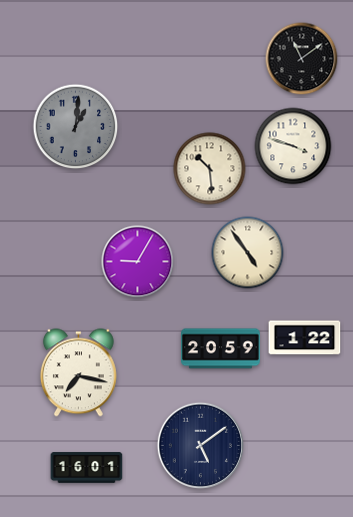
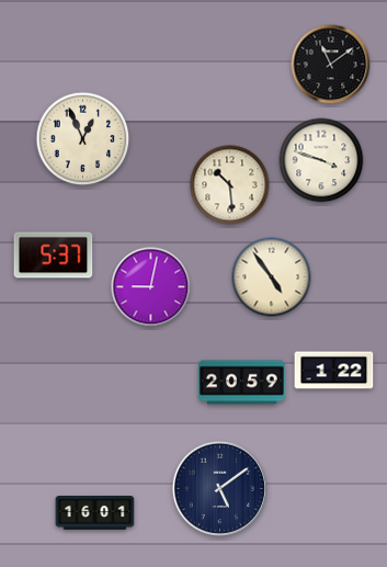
clock at (76, 127): 1:01 -> 12:56
clock at (76, 127) dial: grey -> cream
clock at (54, 256): none -> 5:37
clock at (138, 262): 9:05 -> 9:02
clock at (78, 373): 7:17 -> none
